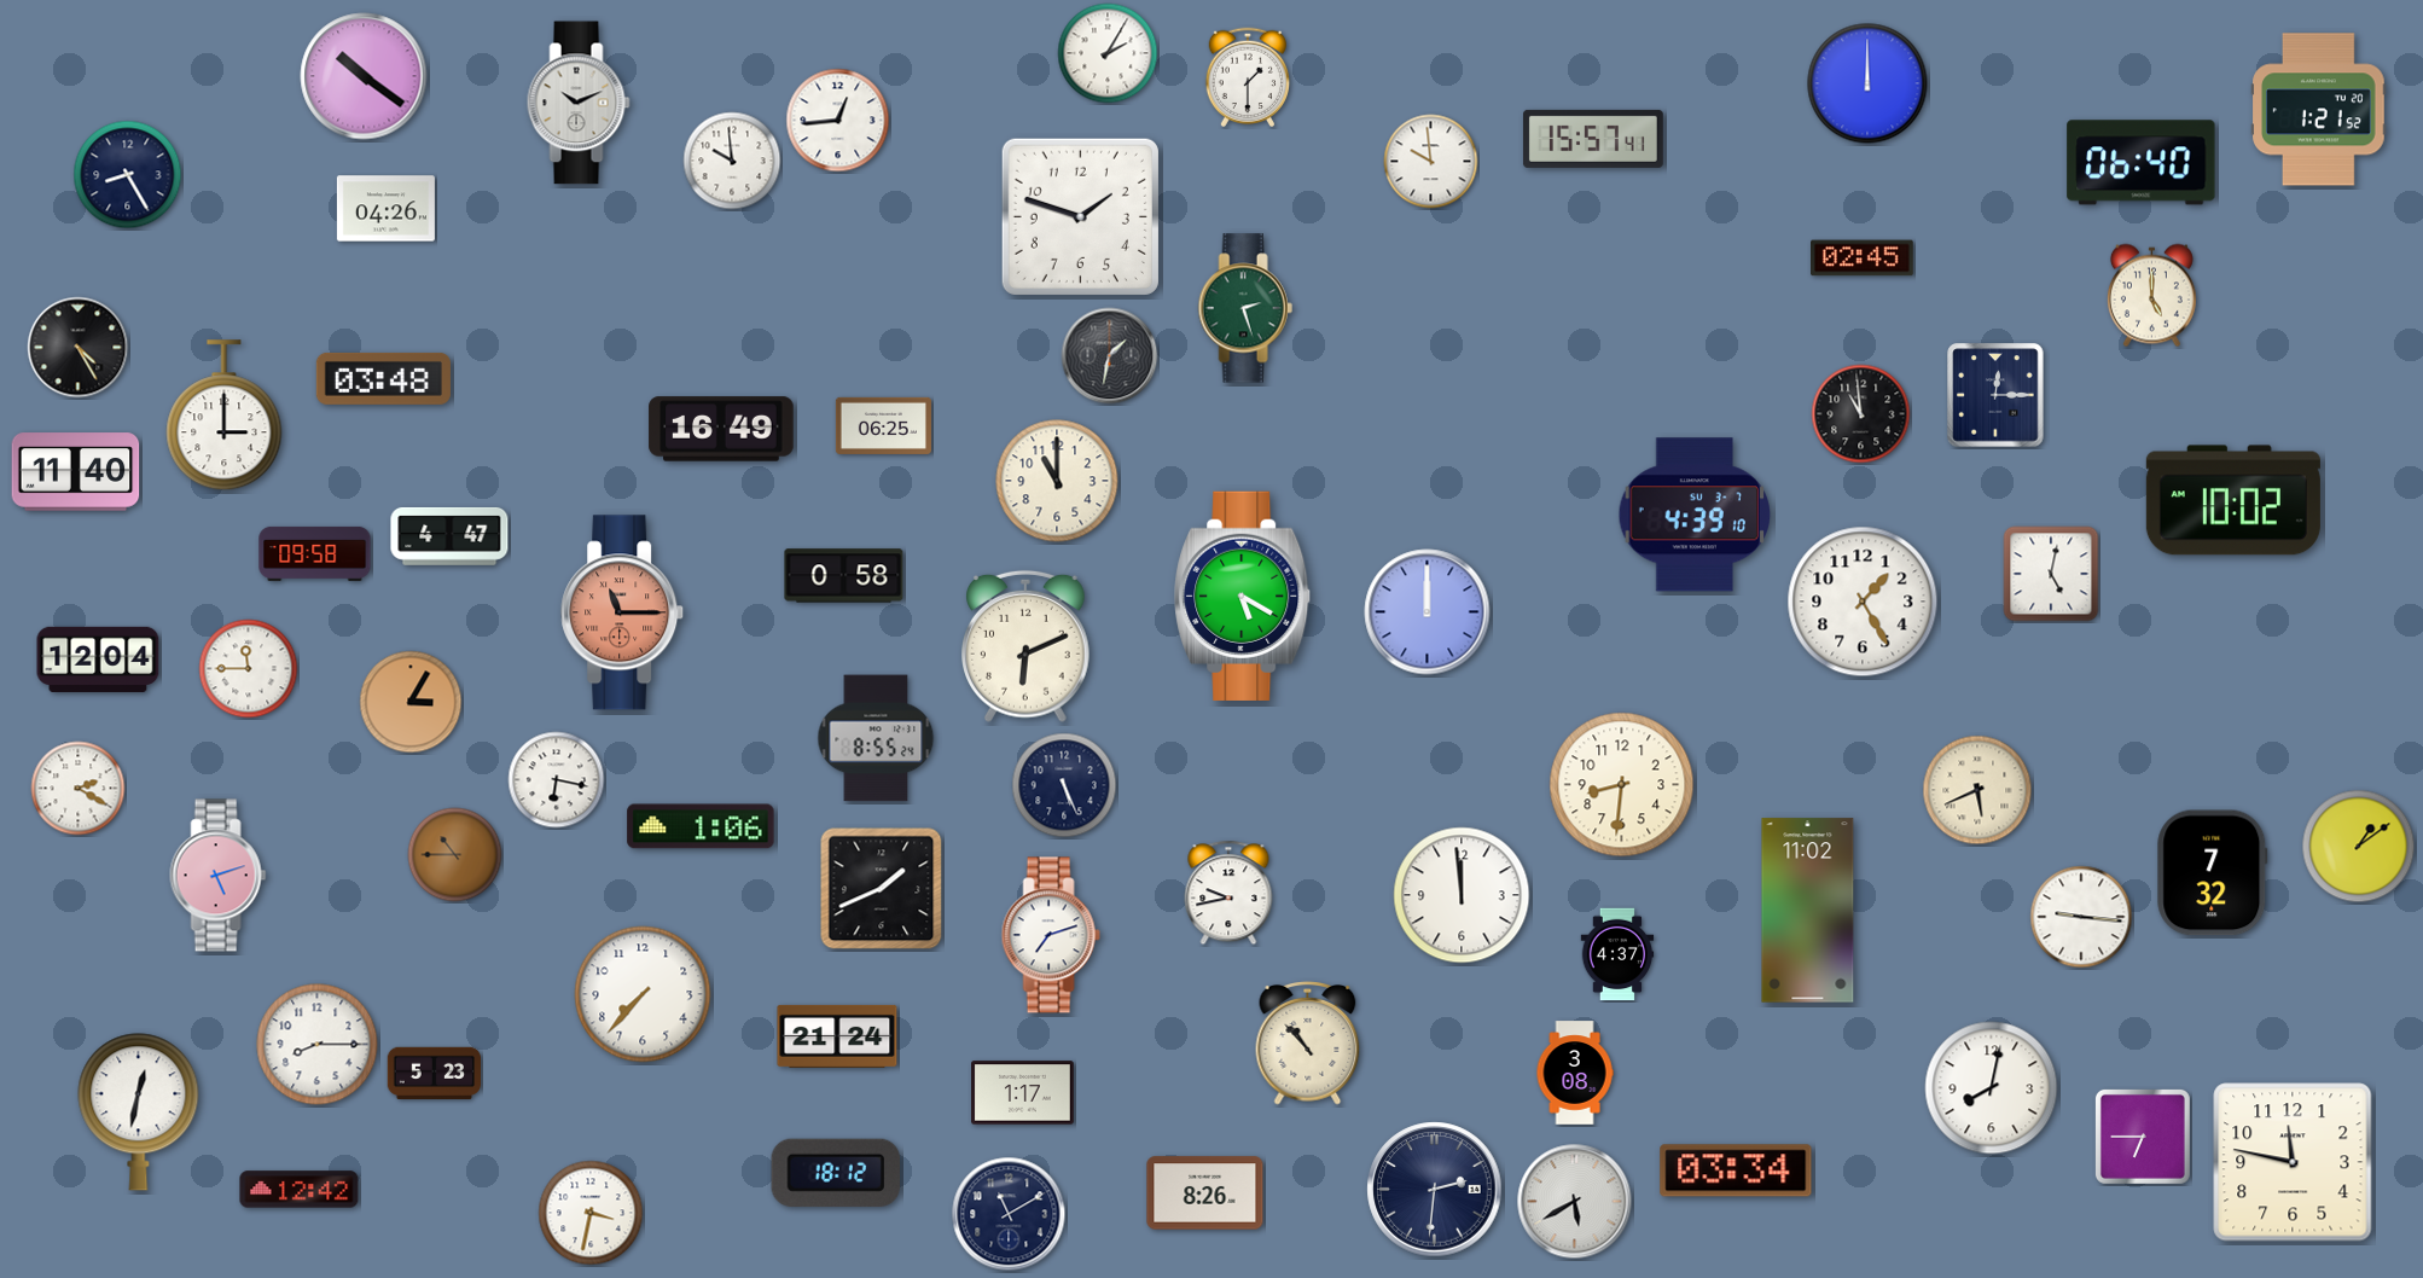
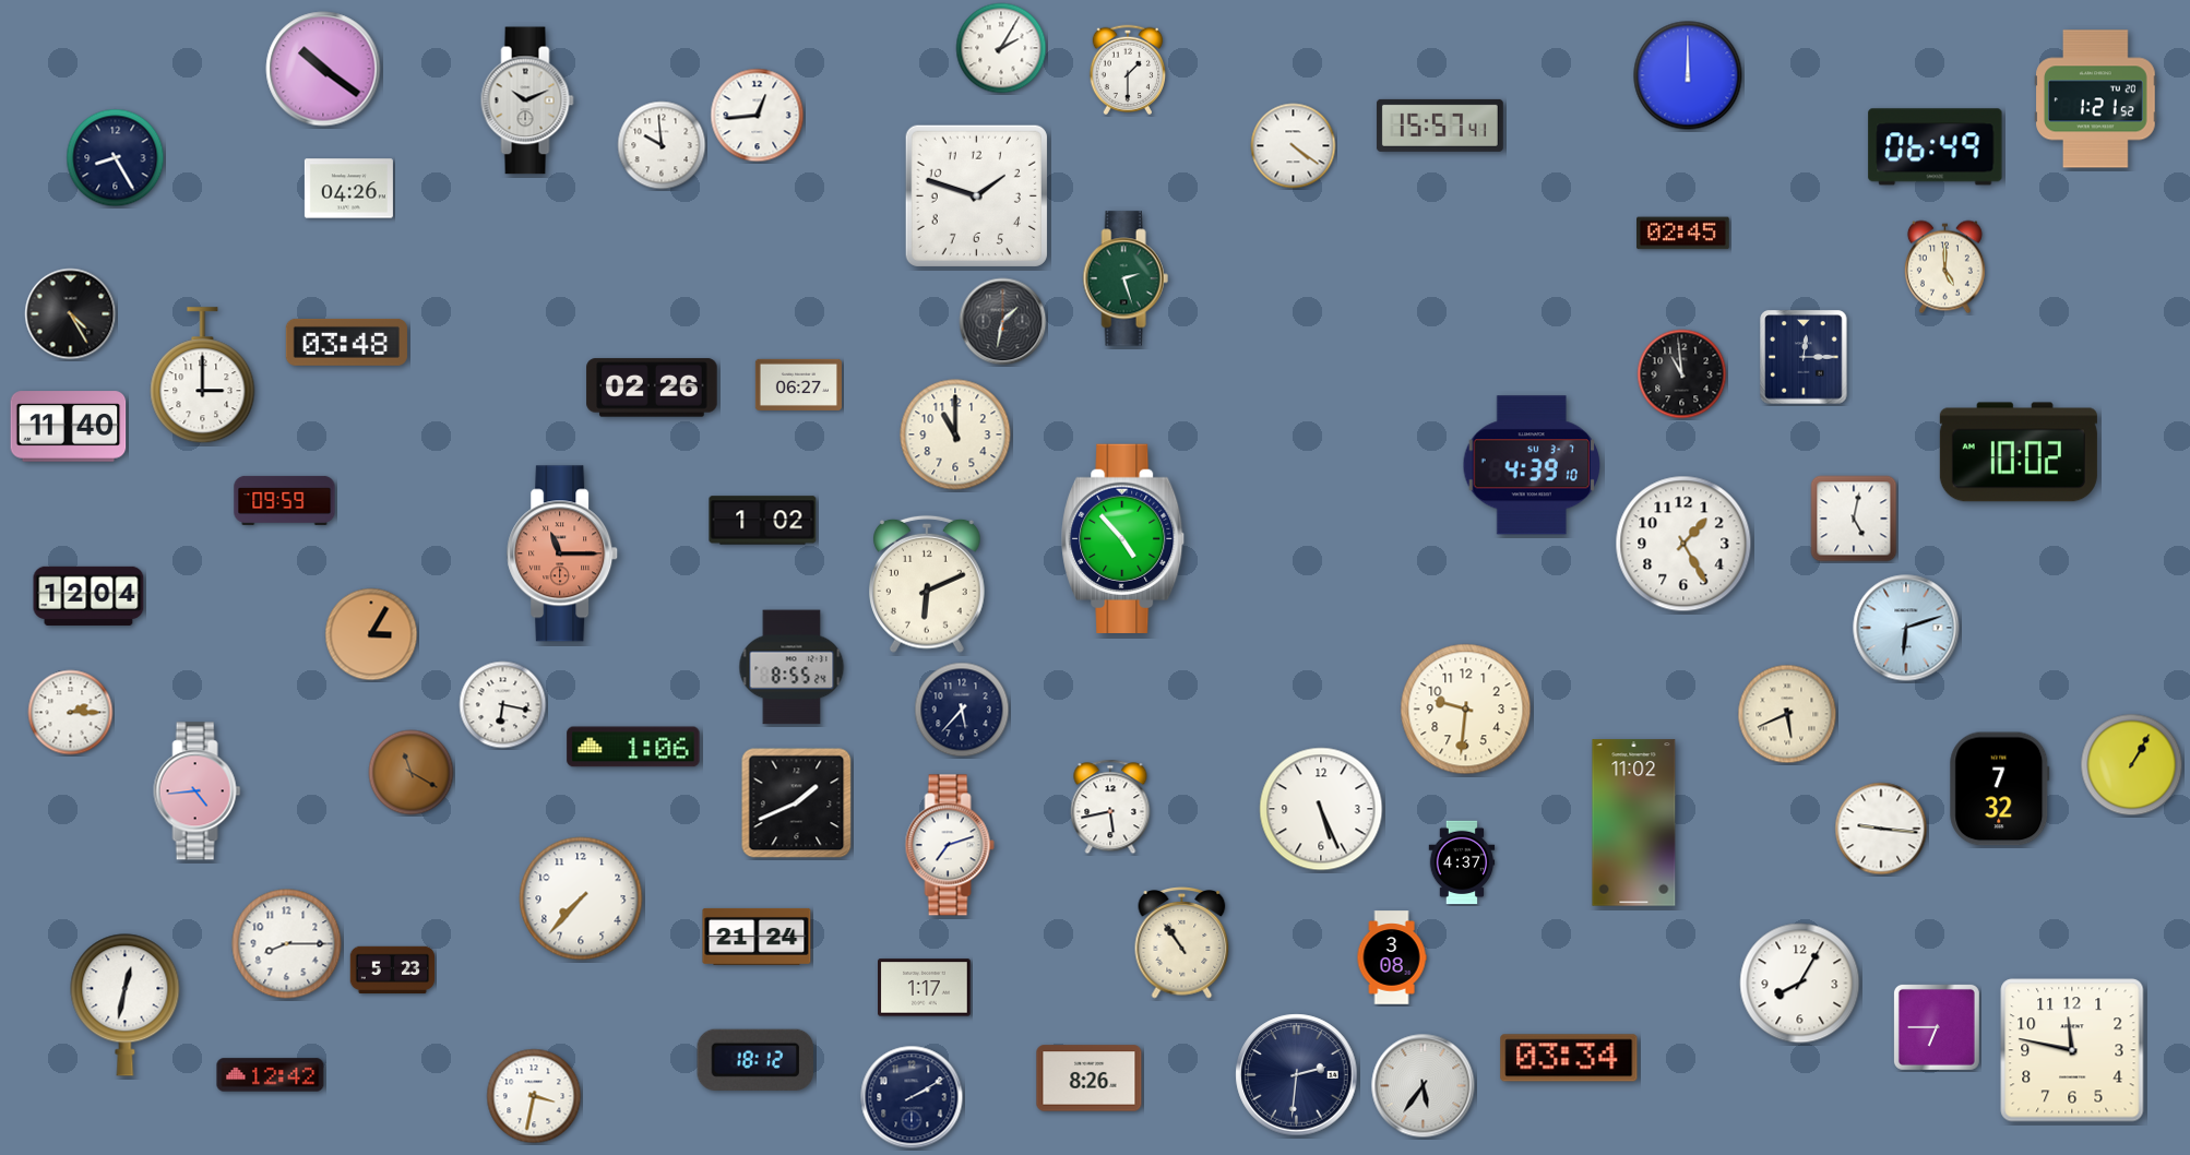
clock at (364, 76) position: (364, 76) -> (323, 69)
clock at (579, 103) position: (579, 103) -> (527, 100)
clock at (838, 121) position: (838, 121) -> (758, 116)
clock at (1431, 162): 9:59 -> 4:21
clock at (2142, 163): 06:40 -> 06:49
clock at (883, 425): 06:25 -> 06:27
clock at (721, 429): 16:49 -> 02:26
clock at (449, 536): 4:47 -> none
clock at (315, 553): 09:58 -> 09:59
clock at (844, 576): 0:58 -> 1:02
clock at (1243, 596): 5:20 -> 4:53
clock at (1428, 612): 12:00 -> none
clock at (249, 669): 11:45 -> none
clock at (1906, 628): none -> 6:12
clock at (1064, 785): 5:26 -> 5:37
clock at (1622, 785): 8:31 -> 9:31
clock at (79, 789): 2:20 -> 2:15
clock at (2359, 847): 1:09 -> 1:05
clock at (455, 855): 10:45 -> 11:20
clock at (219, 876): 5:12 -> 4:44
clock at (1228, 893): 9:43 -> 5:43
clock at (1462, 895): 11:59 -> 5:26
clock at (1308, 1044): 10:53 -> 10:54
clock at (1575, 1073) position: (1575, 1073) -> (1392, 957)
clock at (1992, 1088): 8:02 -> 8:05
clock at (1575, 1202): 5:40 -> 5:36
clock at (1009, 1214): 11:10 -> 2:10
